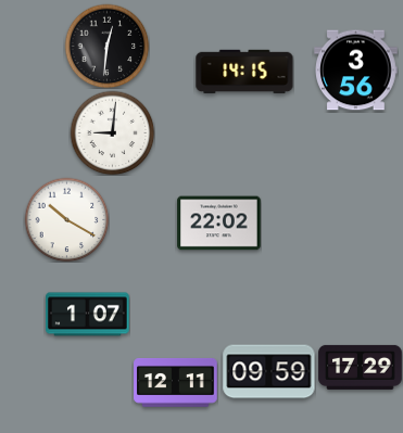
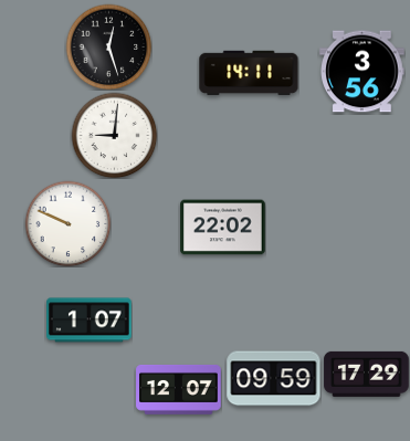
clock at (106, 46): 12:31 -> 12:27
clock at (244, 72): 14:15 -> 14:11
clock at (66, 219): 10:20 -> 9:49
clock at (176, 382): 12:11 -> 12:07
